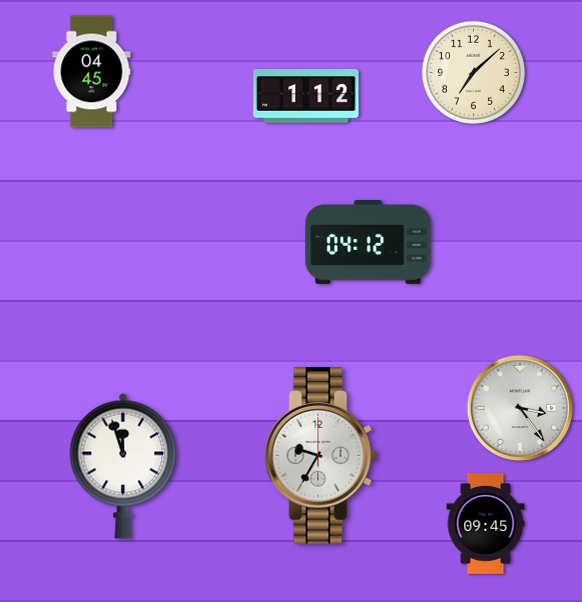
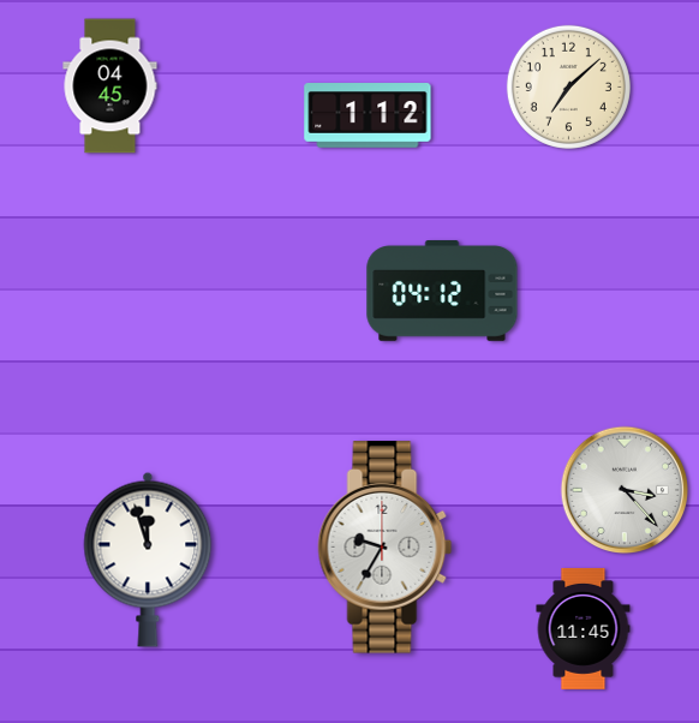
clock at (520, 408): 3:24 -> 3:23
clock at (486, 523): 09:45 -> 11:45
